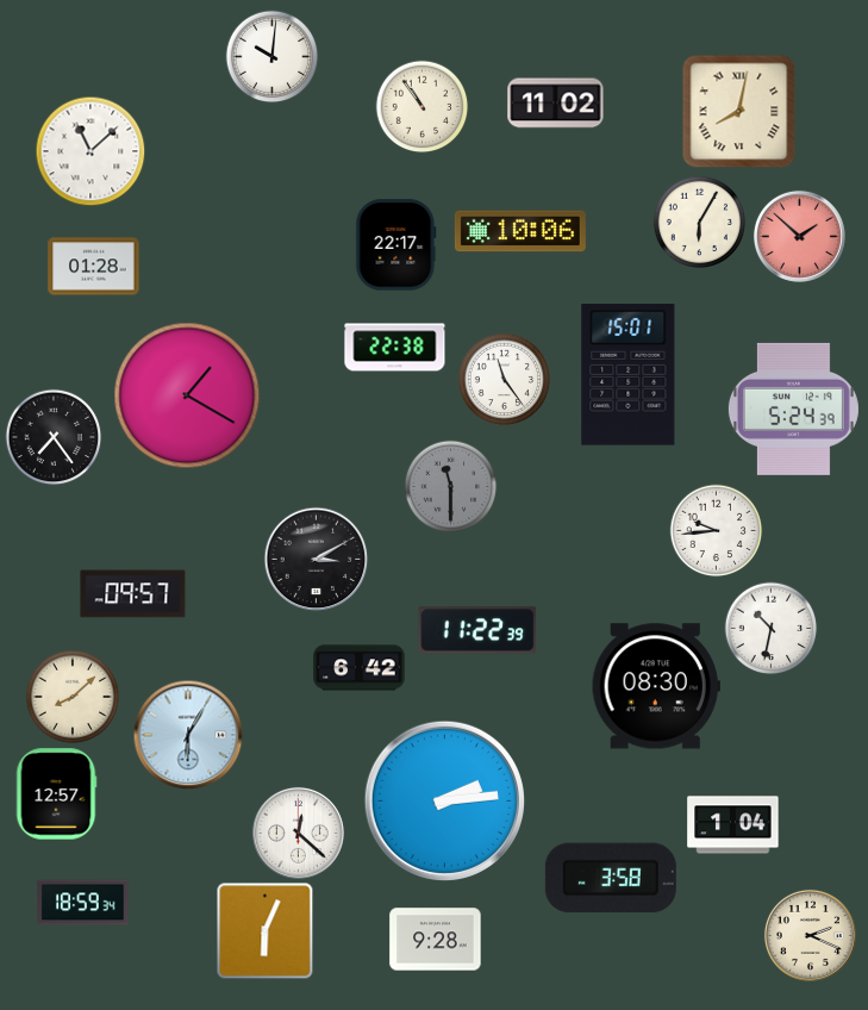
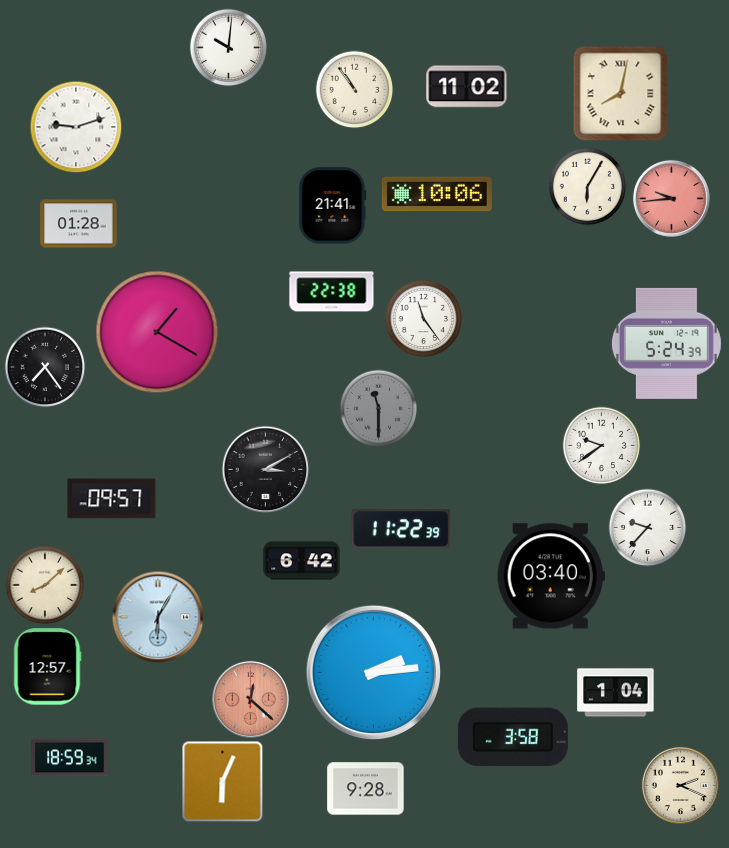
clock at (90, 151): 11:08 -> 9:12
clock at (799, 236): 1:52 -> 9:44
clock at (396, 245): 22:17 -> 21:41
clock at (629, 375): 15:01 -> none
clock at (716, 530): 9:44 -> 9:39
clock at (770, 628): 10:32 -> 9:37
clock at (656, 686): 08:30 -> 03:40
clock at (73, 697) position: (73, 697) -> (45, 585)
clock at (298, 833) dial: white -> salmon
